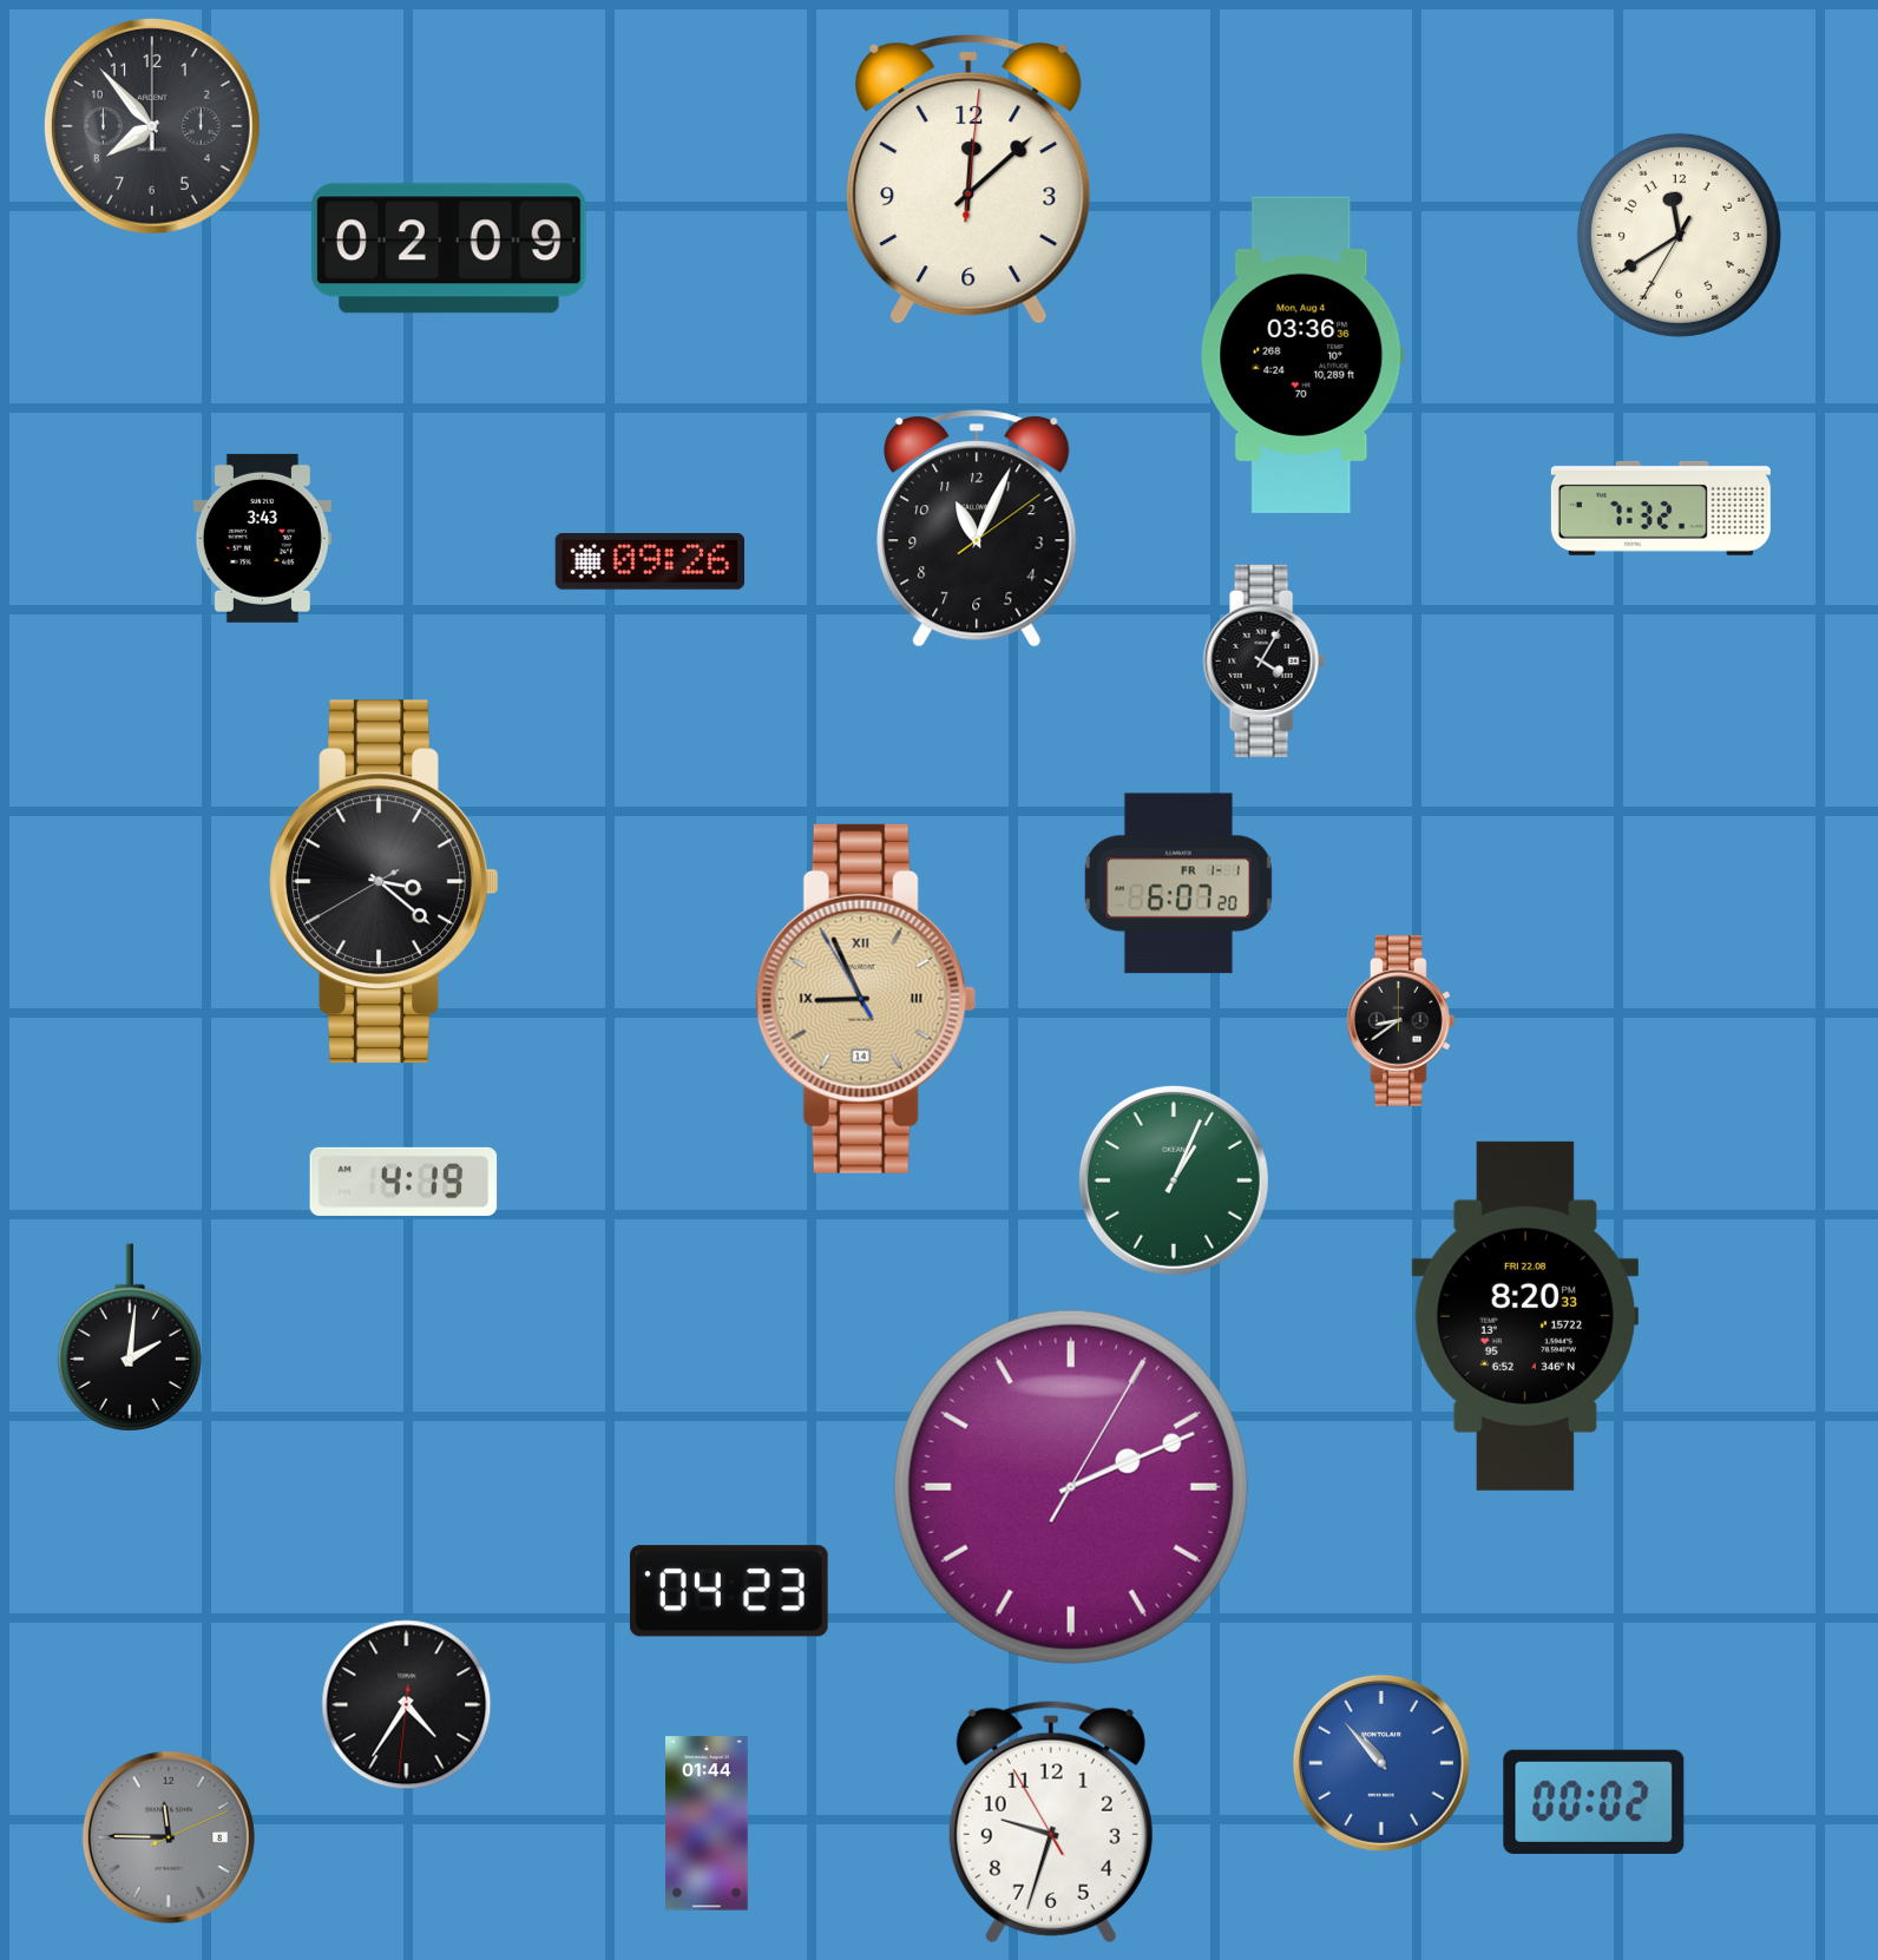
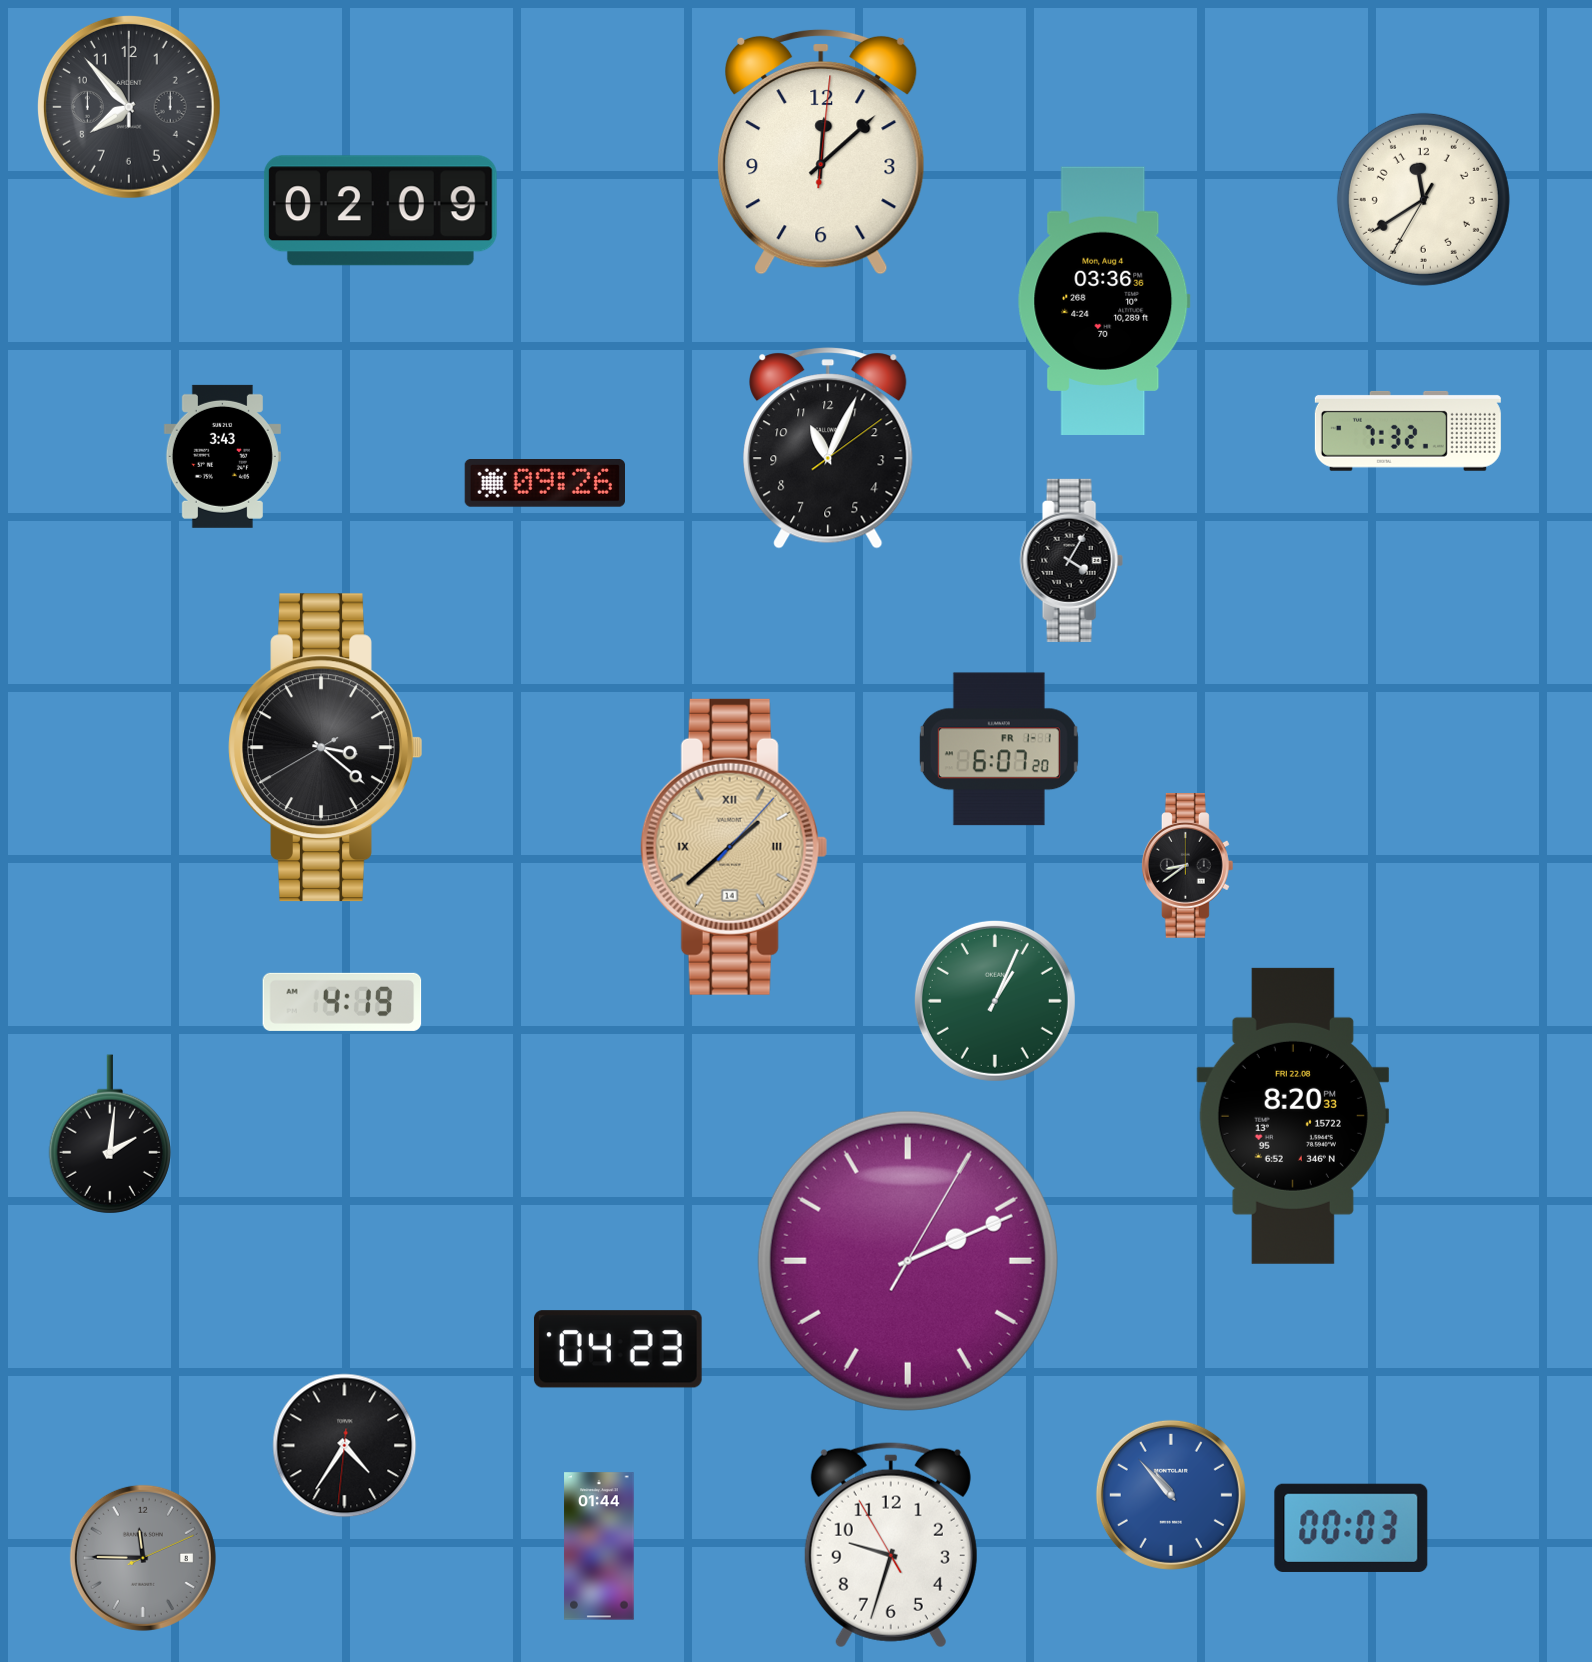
clock at (649, 563) position: (649, 563) -> (544, 484)
clock at (866, 999): 8:55 -> 1:38
clock at (1594, 1802): 00:02 -> 00:03
